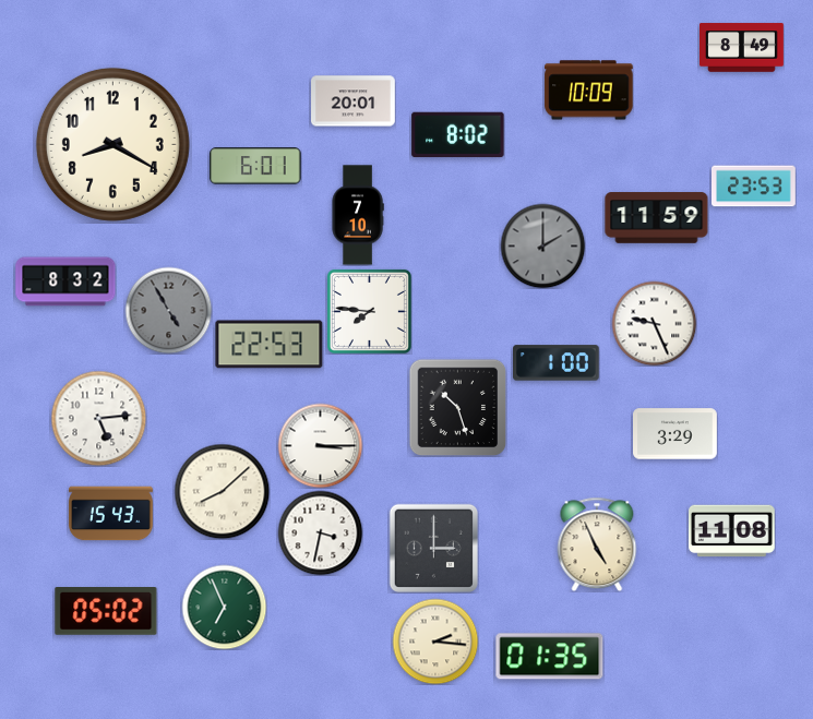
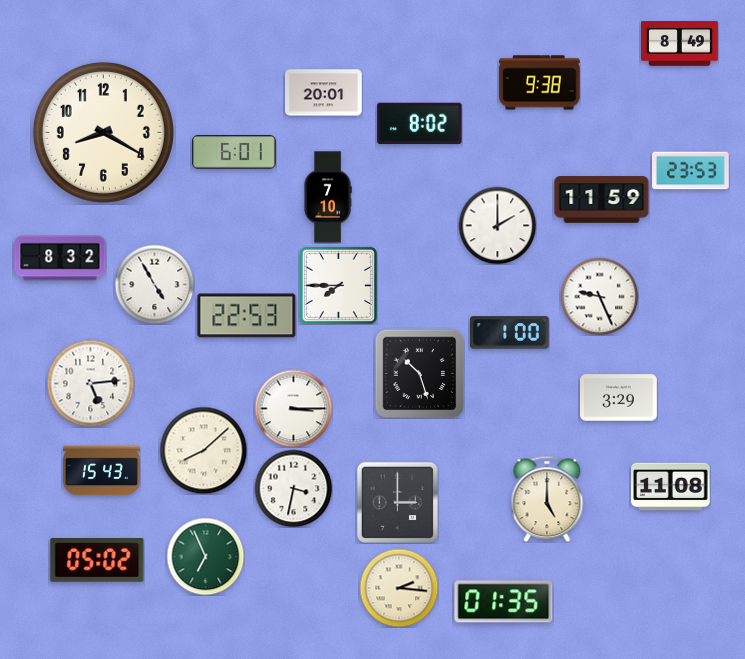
clock at (589, 91): 10:09 -> 9:38
clock at (542, 245) dial: grey -> white
clock at (168, 310) dial: grey -> white
clock at (369, 311): 7:46 -> 7:45
clock at (597, 544): 4:56 -> 5:00
